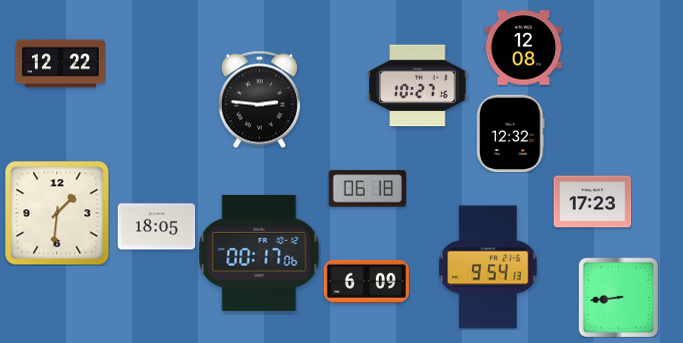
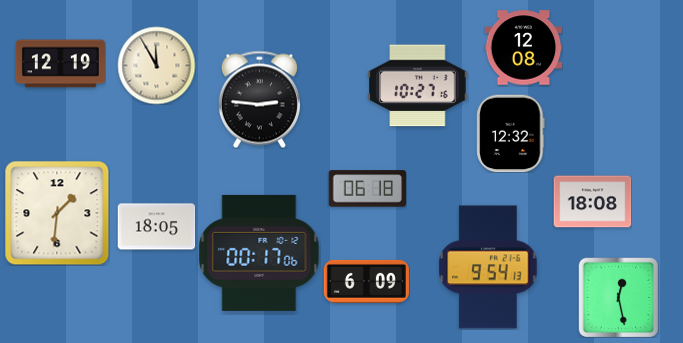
clock at (60, 64): 12:22 -> 12:19
clock at (156, 65): none -> 11:55
clock at (592, 202): 17:23 -> 18:08
clock at (618, 297): 8:44 -> 12:28
